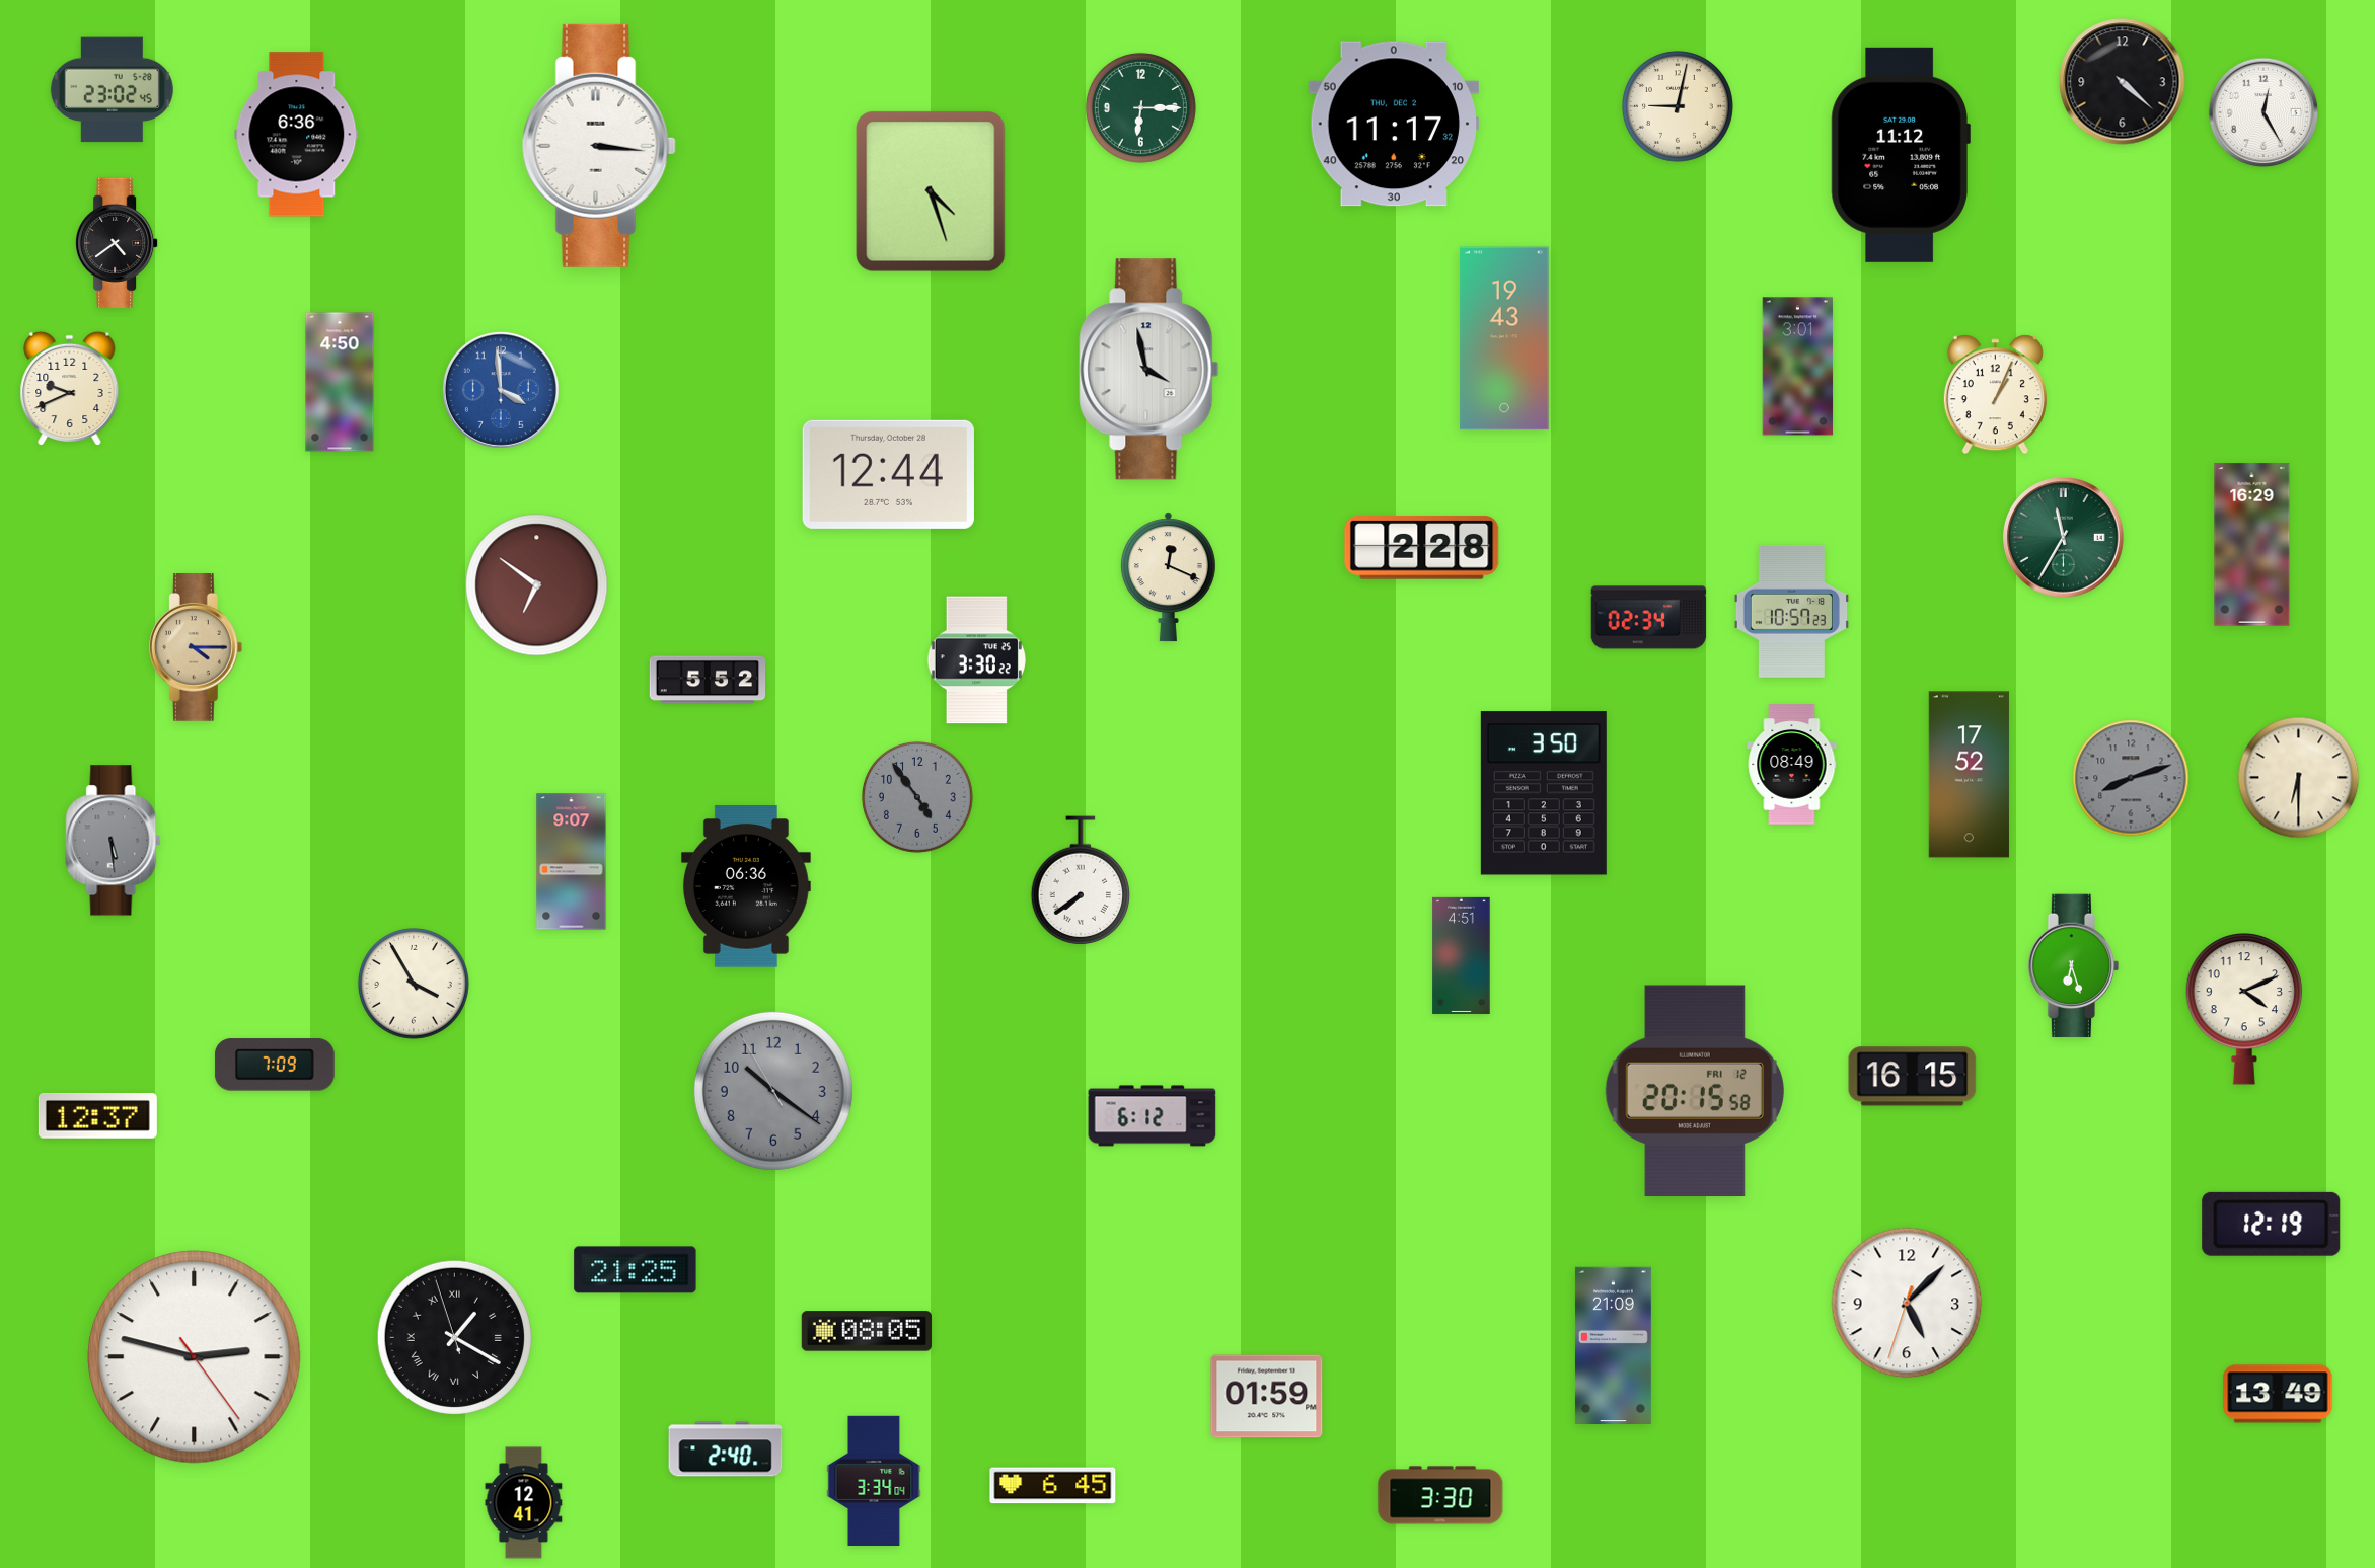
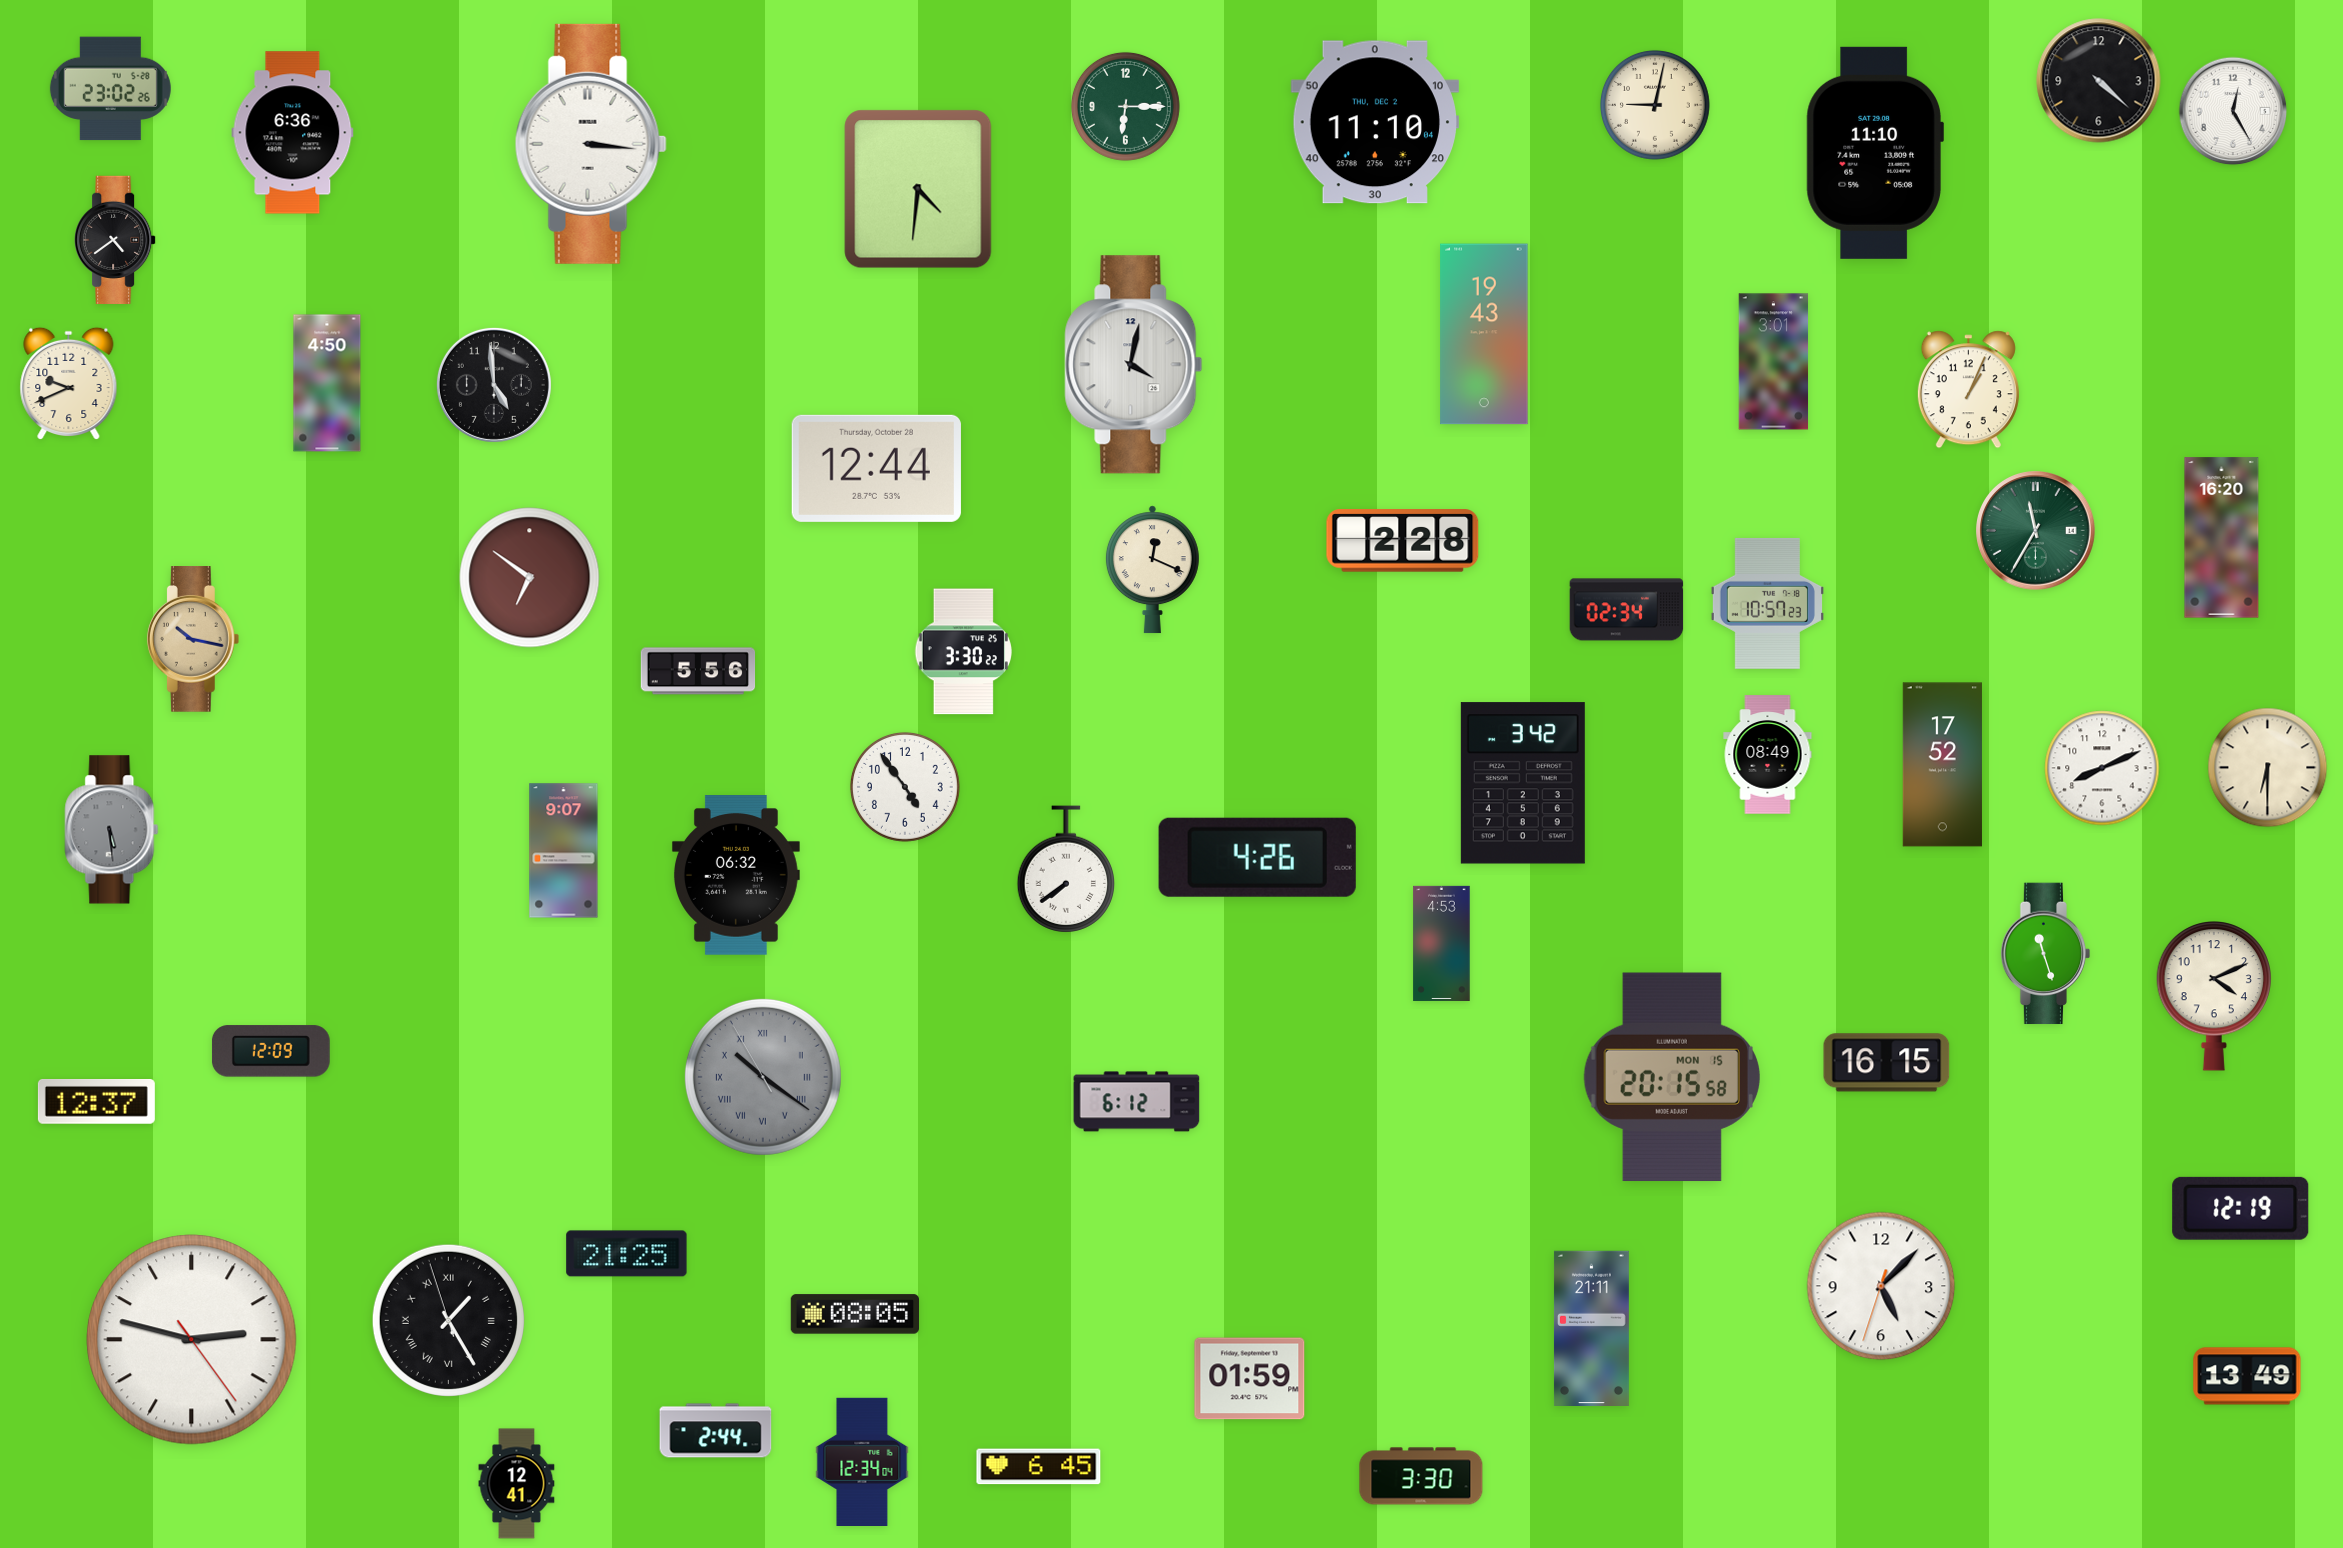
clock at (2123, 82) position: (2123, 82) -> (2099, 81)
clock at (112, 90): 23:02:45 -> 23:02:26
clock at (1393, 124): 11:17 -> 11:10
clock at (1901, 155): 11:12 -> 11:10
clock at (931, 191): 4:27 -> 4:31
clock at (1149, 370): 3:58 -> 4:02
clock at (340, 382) position: (340, 382) -> (327, 383)
clock at (501, 390): 3:59 -> 4:59
clock at (501, 390) dial: blue -> black
clock at (2252, 545): 16:29 -> 16:20
clock at (196, 647): 4:15 -> 10:17
clock at (708, 680): 5:52 -> 5:56
clock at (2131, 778): 8:12 -> 8:11
clock at (2131, 778) dial: grey -> white
clock at (1544, 793): 3:50 -> 3:42
clock at (917, 797) dial: grey -> white
clock at (1257, 857): none -> 4:26
clock at (746, 886): 06:36 -> 06:32
clock at (1462, 955): 4:51 -> 4:53
clock at (2074, 966): 6:27 -> 11:27
clock at (414, 984): 3:55 -> none
clock at (275, 1065): 7:09 -> 12:09
clock at (773, 1091) numerals: Arabic -> Roman
clock at (1695, 1091) date: FRI 12 -> MON 15
clock at (454, 1337): 1:19 -> 1:24
clock at (1613, 1346): 21:09 -> 21:11
clock at (726, 1449): 2:40 -> 2:44
clock at (874, 1481): 3:34 -> 12:34
